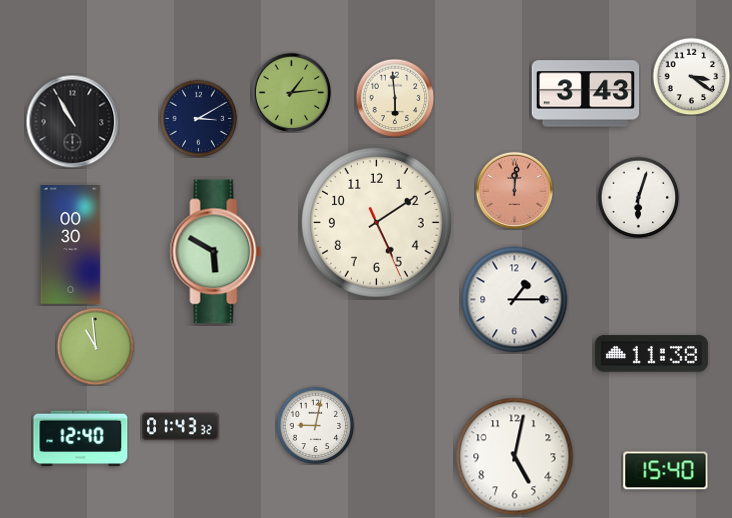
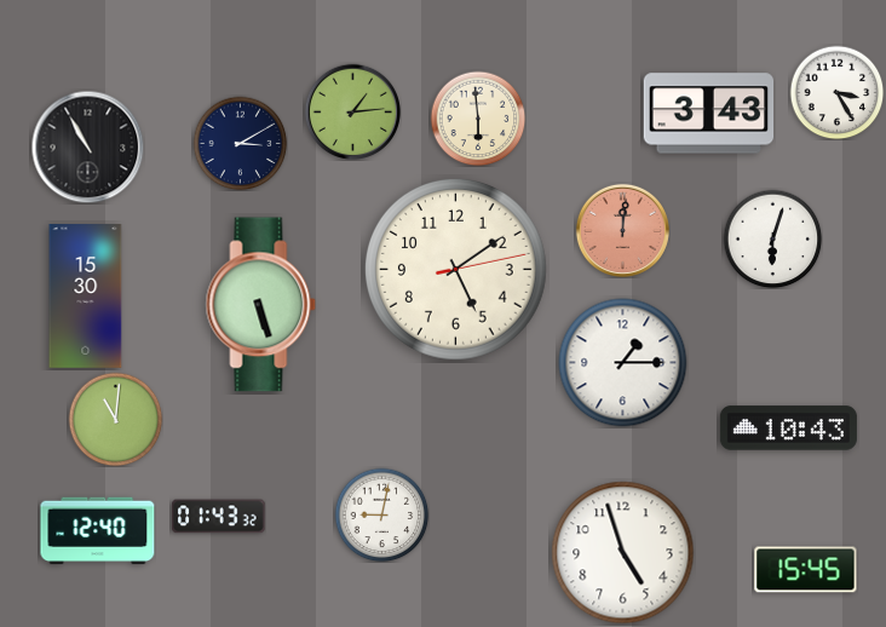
clock at (691, 76): 3:21 -> 3:25
clock at (376, 222): 5:09:26 -> 5:09:13
clock at (71, 245): 00:30 -> 15:30
clock at (216, 252): 5:50 -> 5:27
clock at (95, 346): 10:59 -> 11:01
clock at (651, 354): 11:38 -> 10:43
clock at (515, 457): 5:02 -> 4:57
clock at (666, 471): 15:40 -> 15:45
